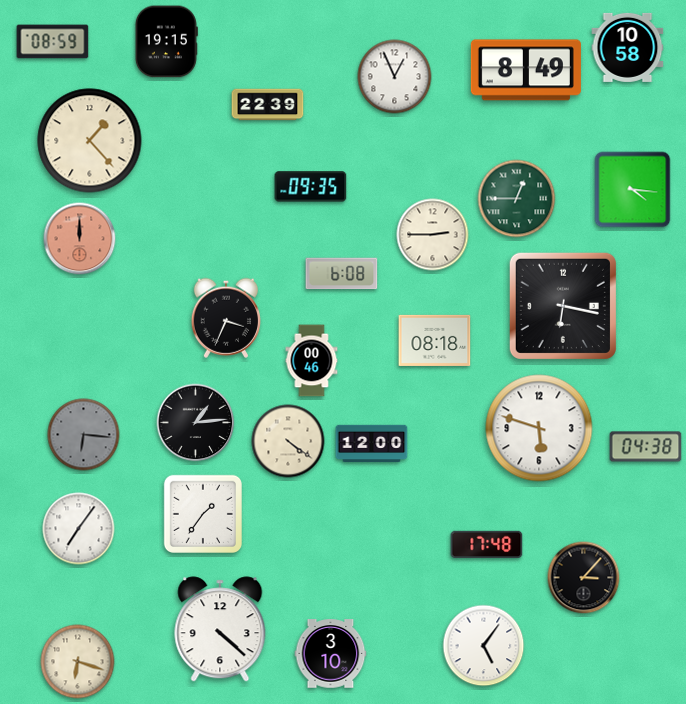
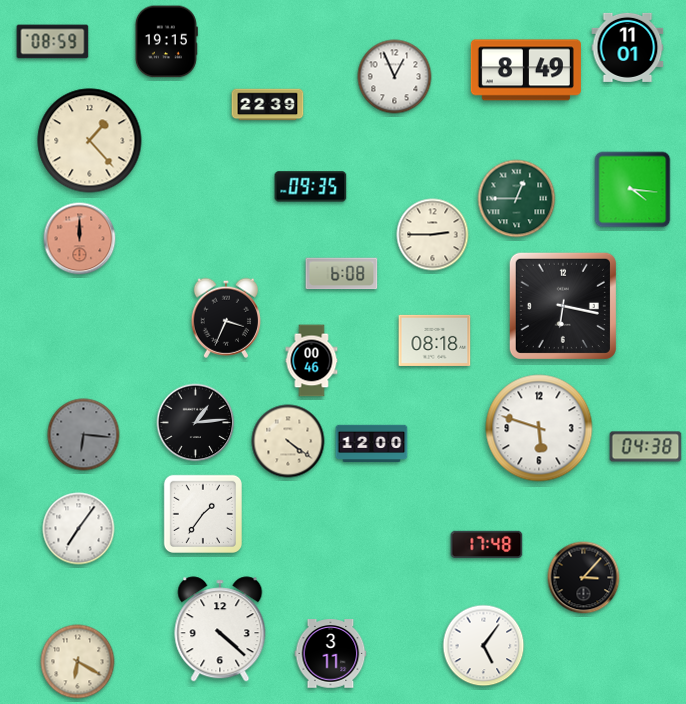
clock at (628, 47): 10:58 -> 11:01
clock at (331, 654): 3:10 -> 3:11
clock at (78, 662): 6:18 -> 6:20
